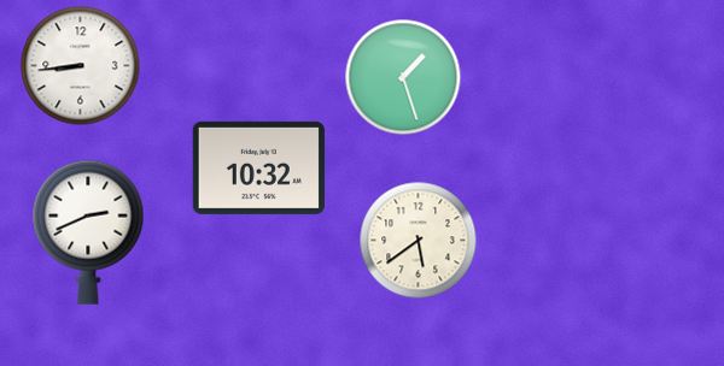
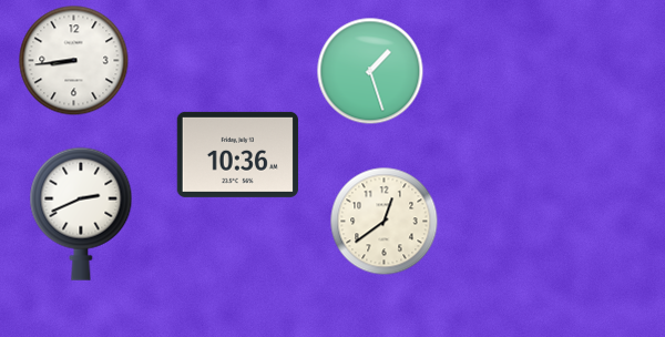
clock at (258, 167): 10:32 -> 10:36
clock at (419, 241): 5:39 -> 12:39
